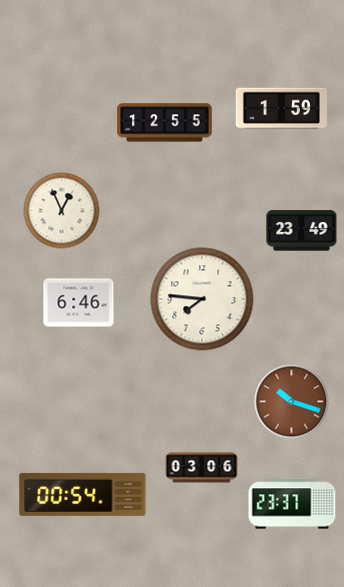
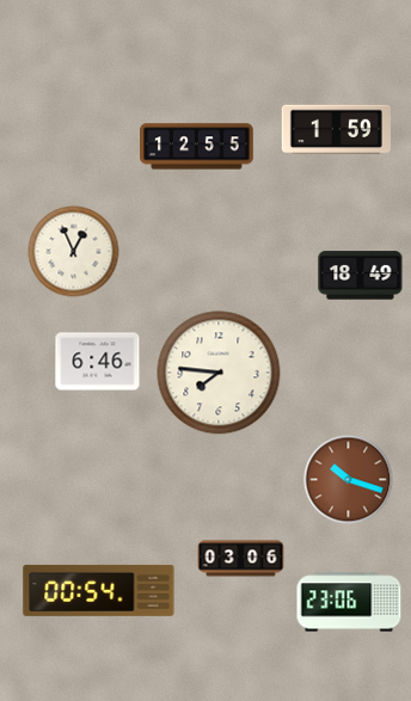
clock at (302, 231): 23:49 -> 18:49
clock at (202, 299) position: (202, 299) -> (219, 373)
clock at (79, 303) position: (79, 303) -> (98, 362)
clock at (292, 504): 23:37 -> 23:06
